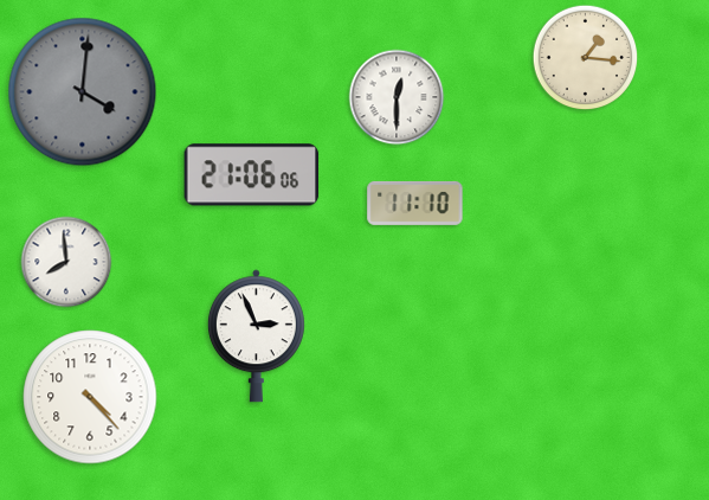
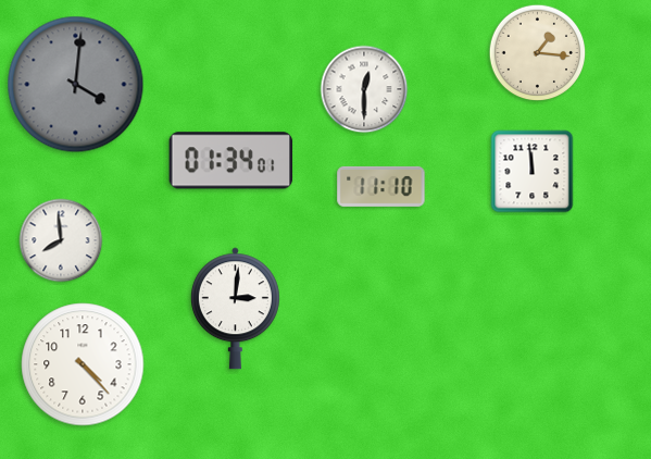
clock at (252, 175): 21:06 -> 01:34
clock at (533, 172): none -> 11:59
clock at (256, 336): 2:56 -> 3:01
